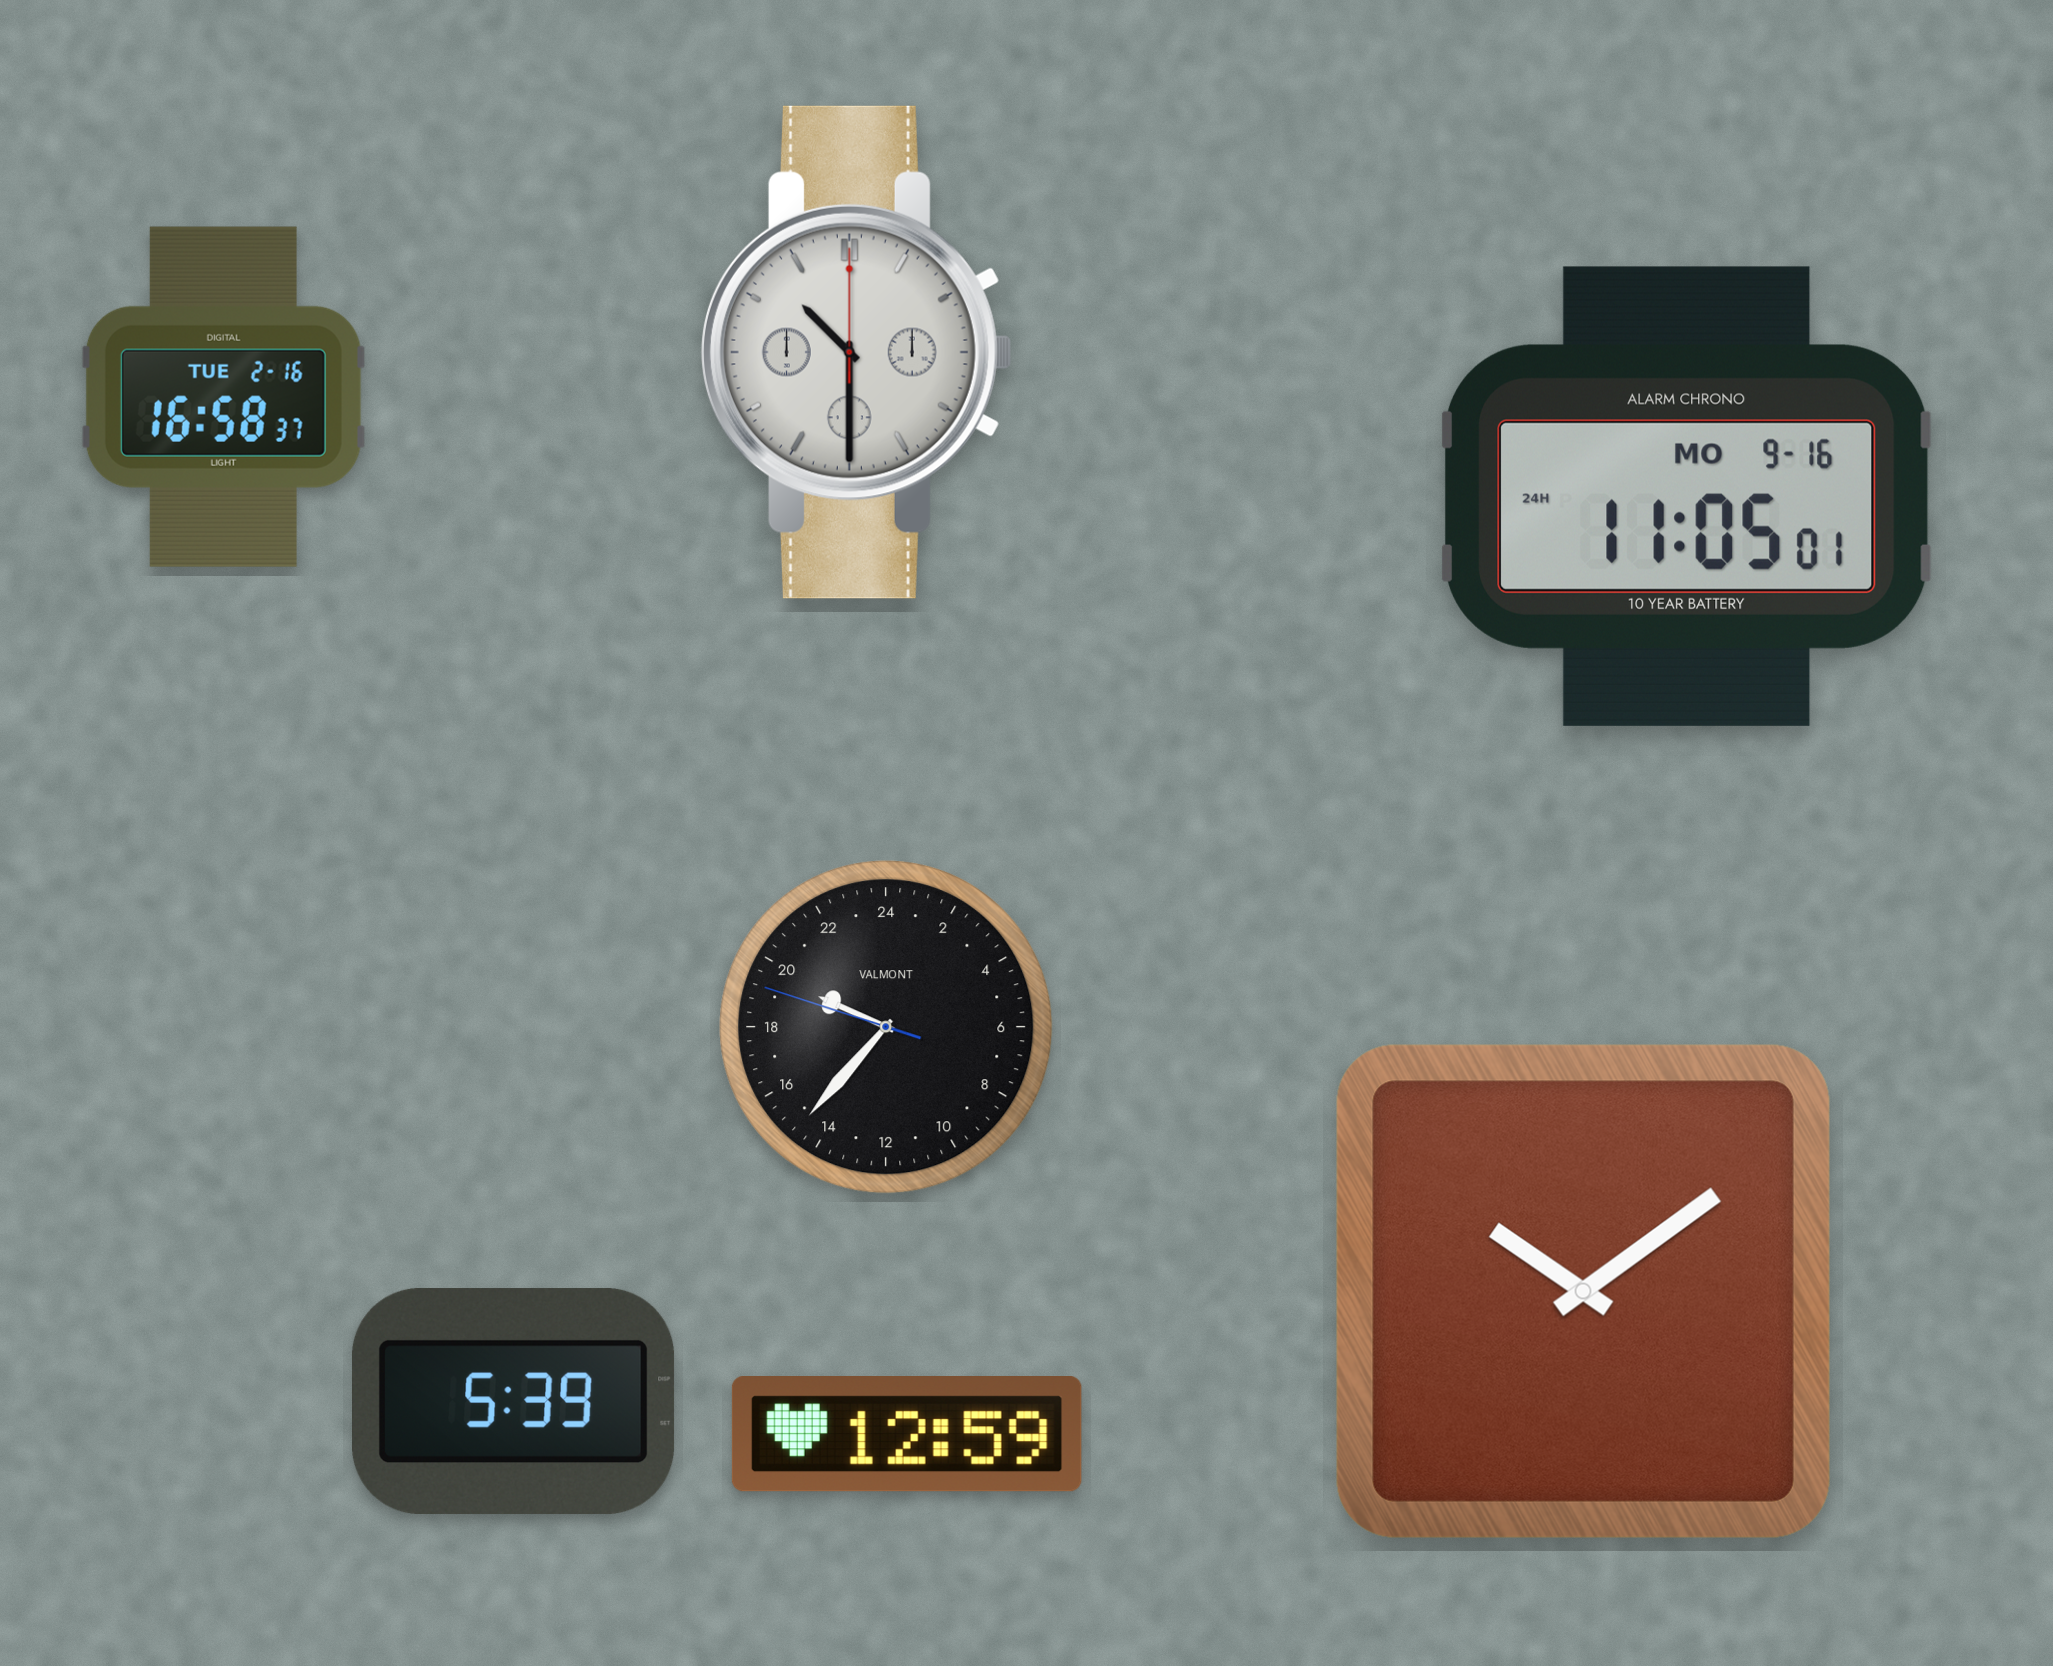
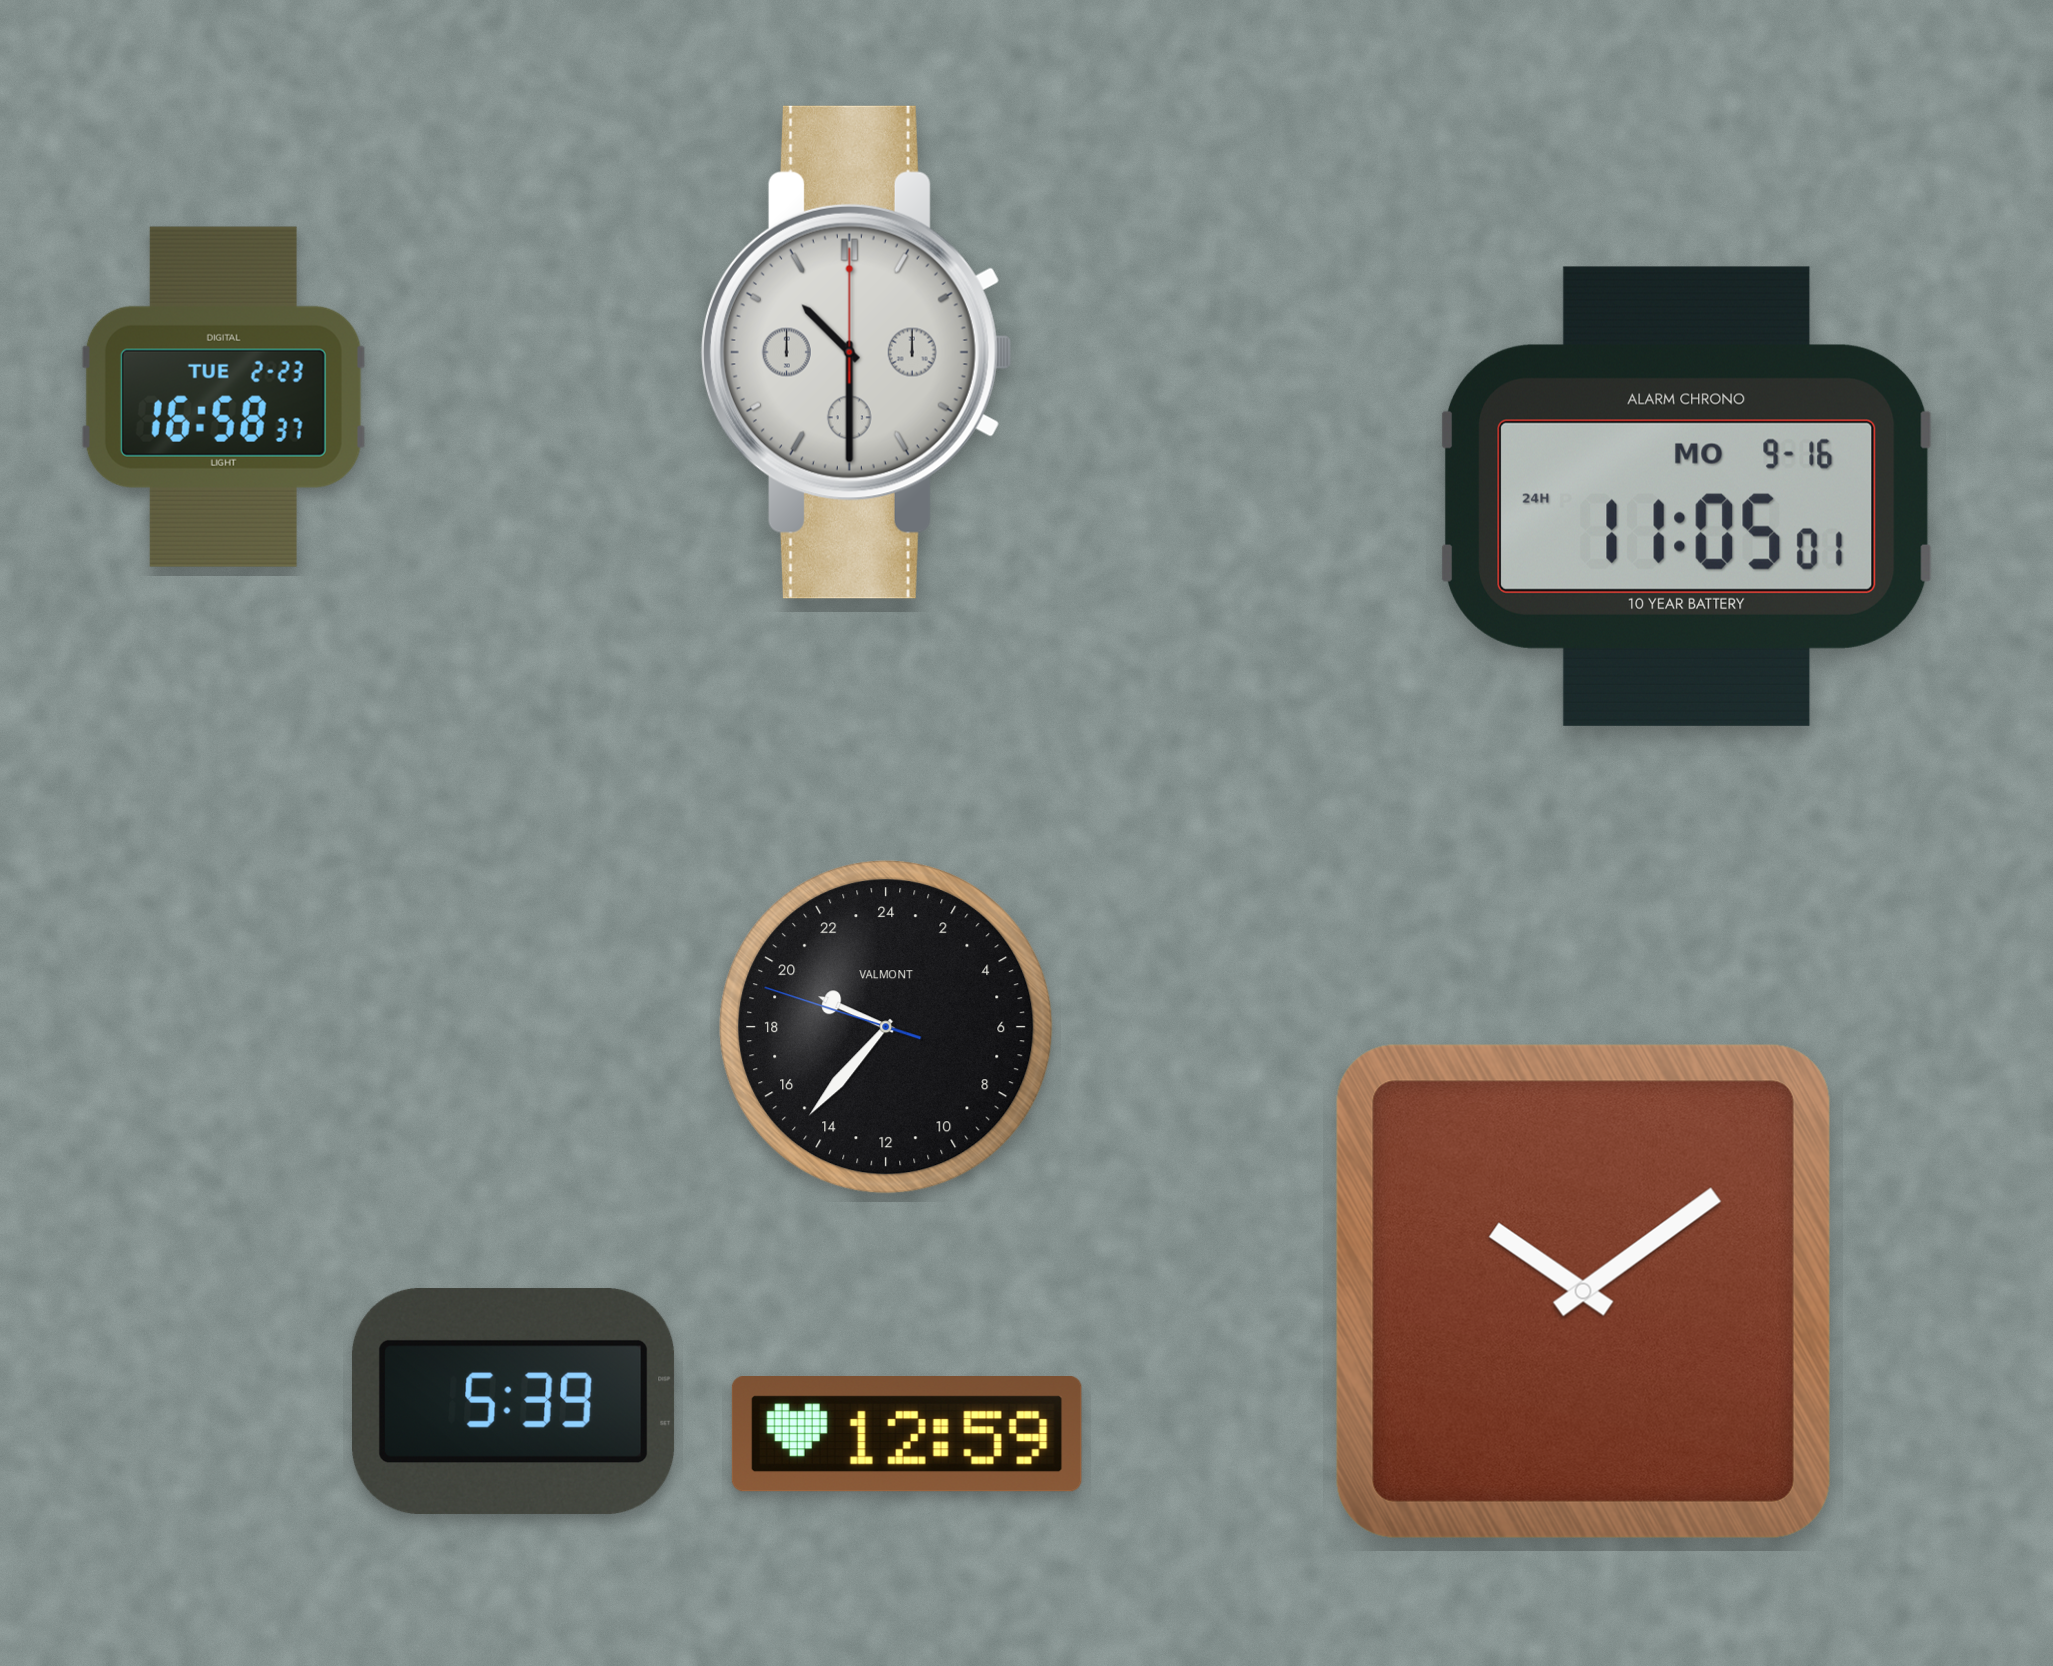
clock at (223, 397) date: TUE 2-16 -> TUE 2-23
